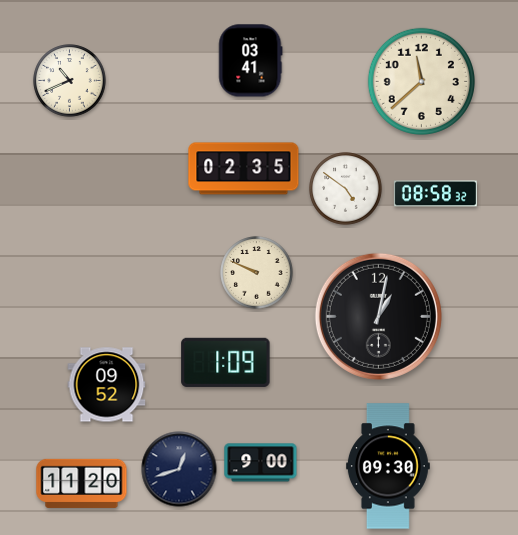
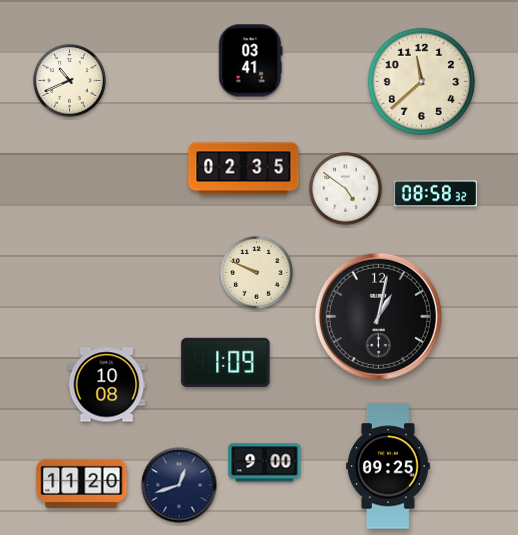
clock at (107, 385): 09:52 -> 10:08
clock at (261, 463) position: (261, 463) -> (265, 463)
clock at (388, 466): 09:30 -> 09:25
clock at (179, 469) position: (179, 469) -> (179, 485)
